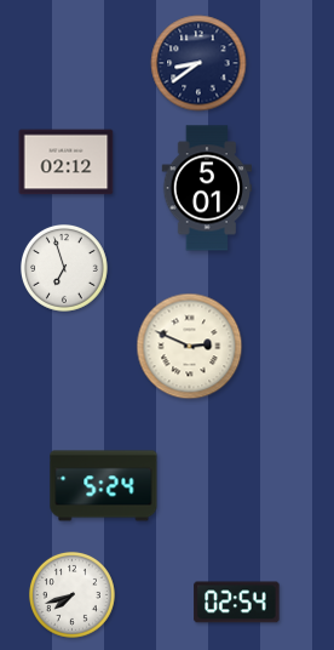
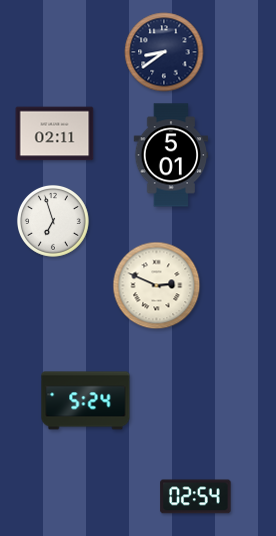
clock at (67, 162): 02:12 -> 02:11
clock at (71, 594): 7:42 -> none
